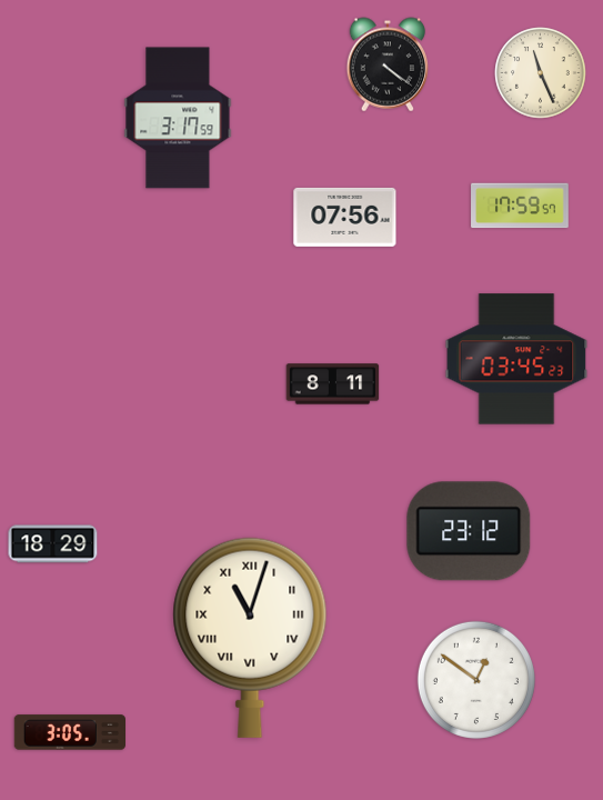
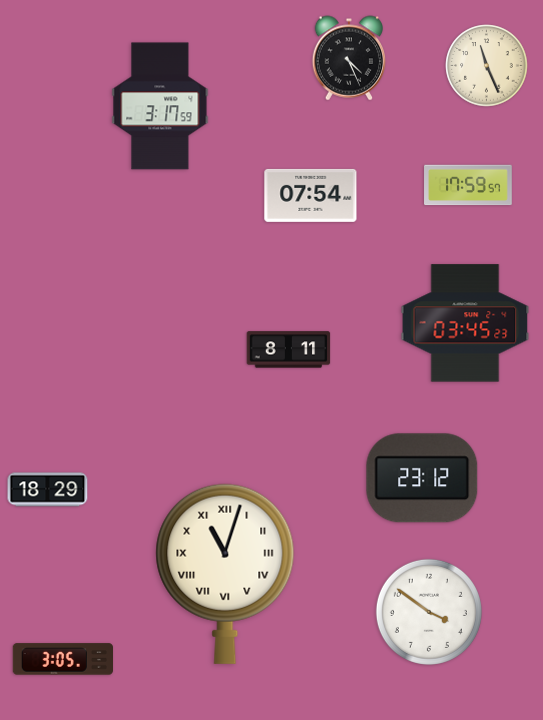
clock at (386, 64): 4:21 -> 4:26
clock at (345, 217): 07:56 -> 07:54
clock at (333, 384) position: (333, 384) -> (289, 350)
clock at (476, 680): 12:51 -> 3:51
